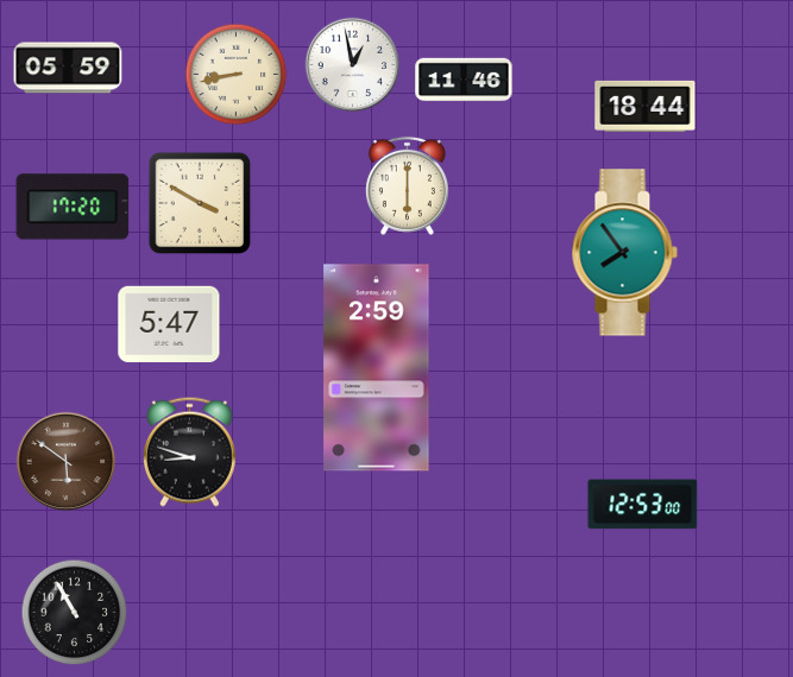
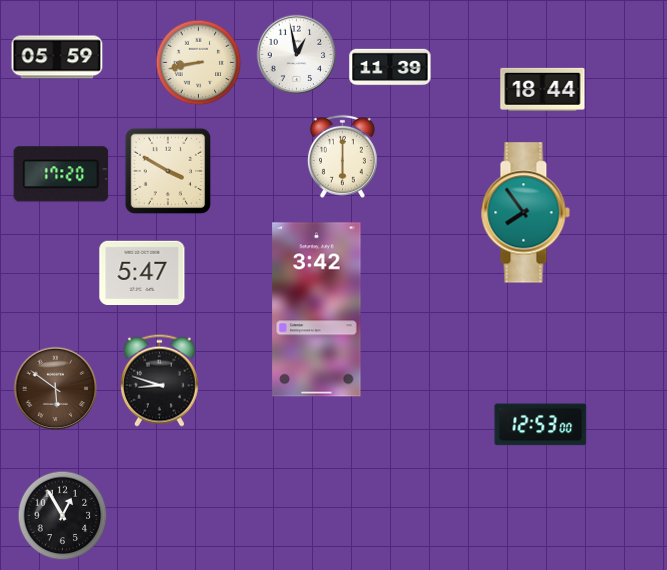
clock at (464, 80): 11:46 -> 11:39
clock at (377, 368): 2:59 -> 3:42
clock at (75, 613): 10:55 -> 12:55
